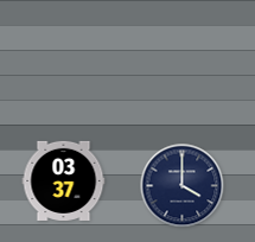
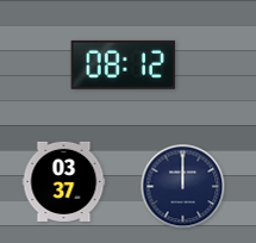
clock at (123, 64): none -> 08:12
clock at (183, 186): 4:00 -> 12:00
